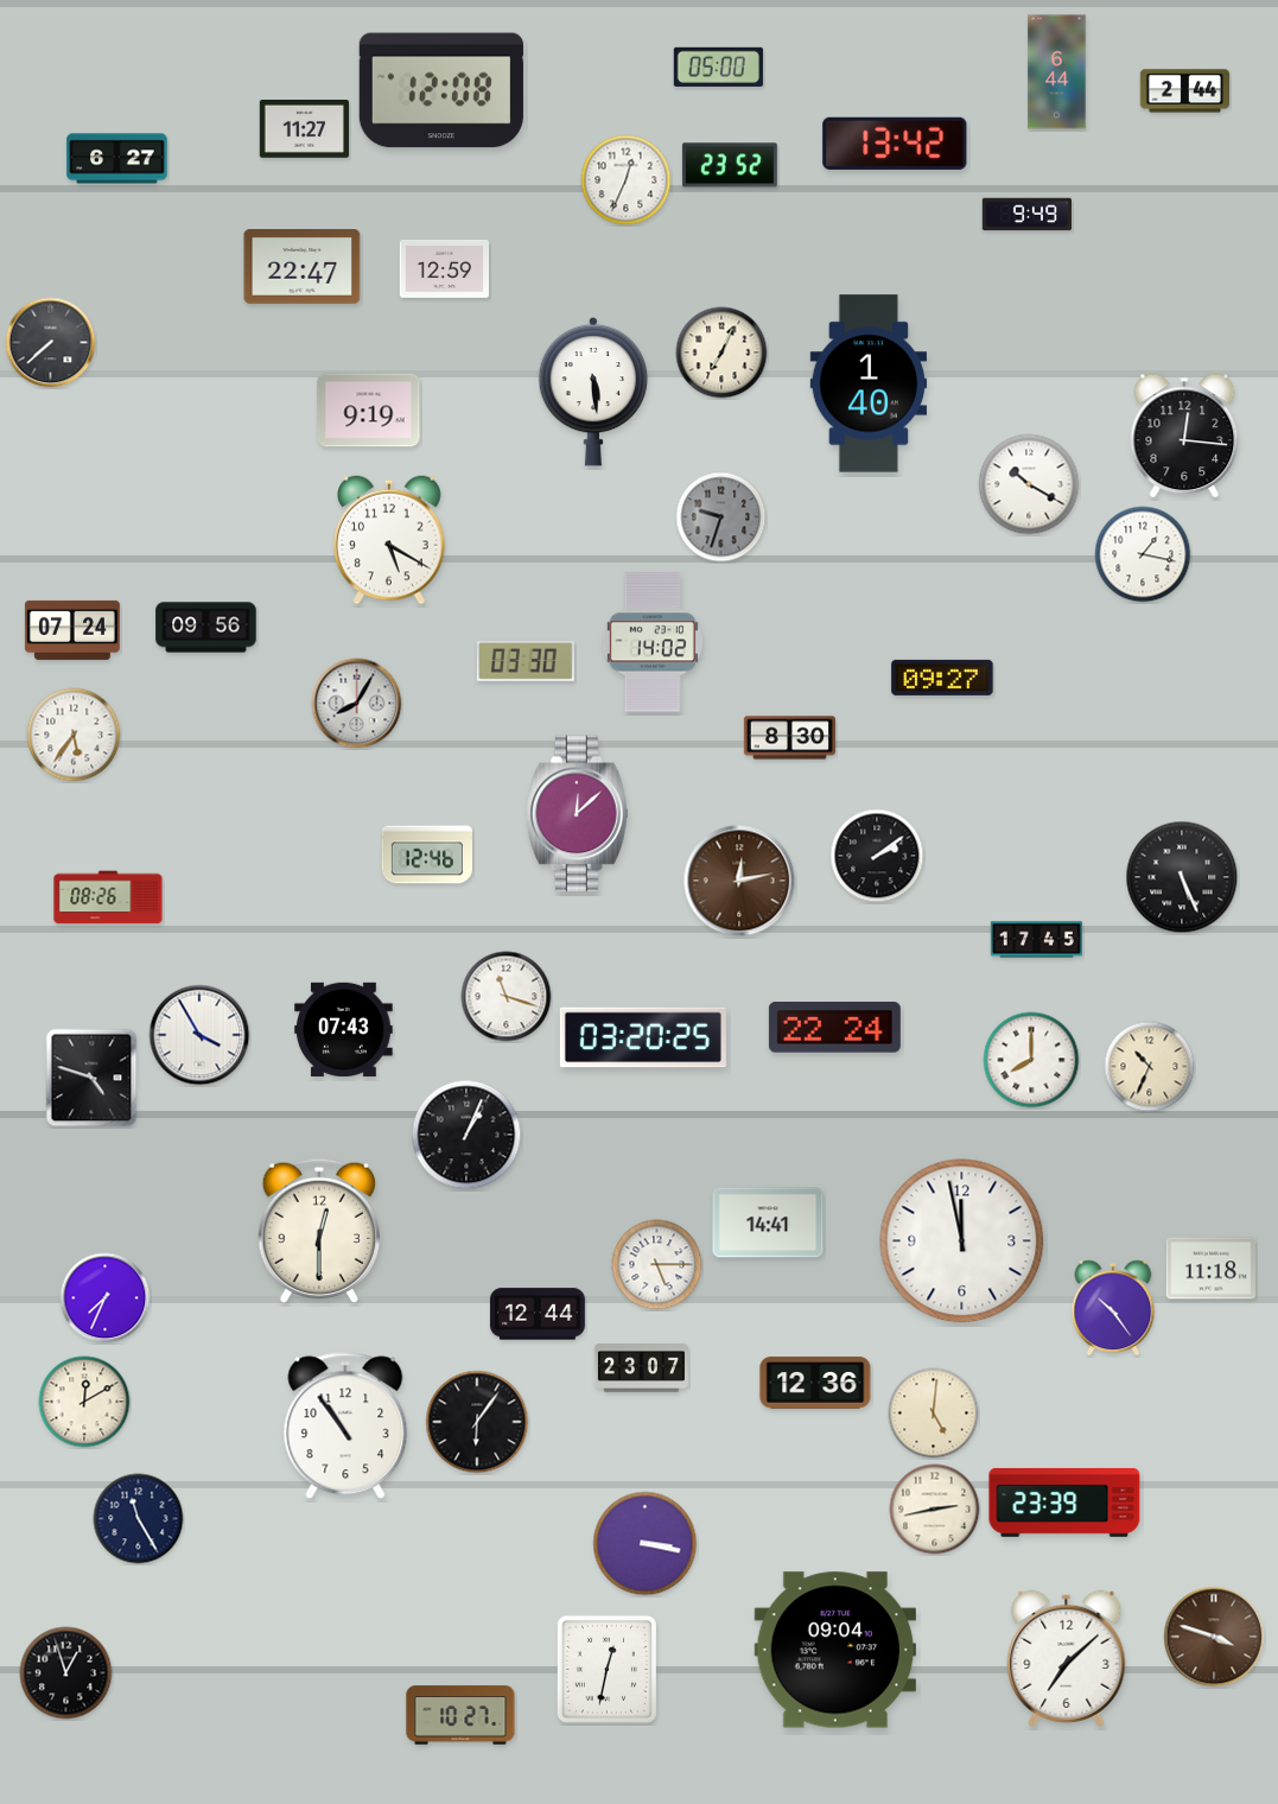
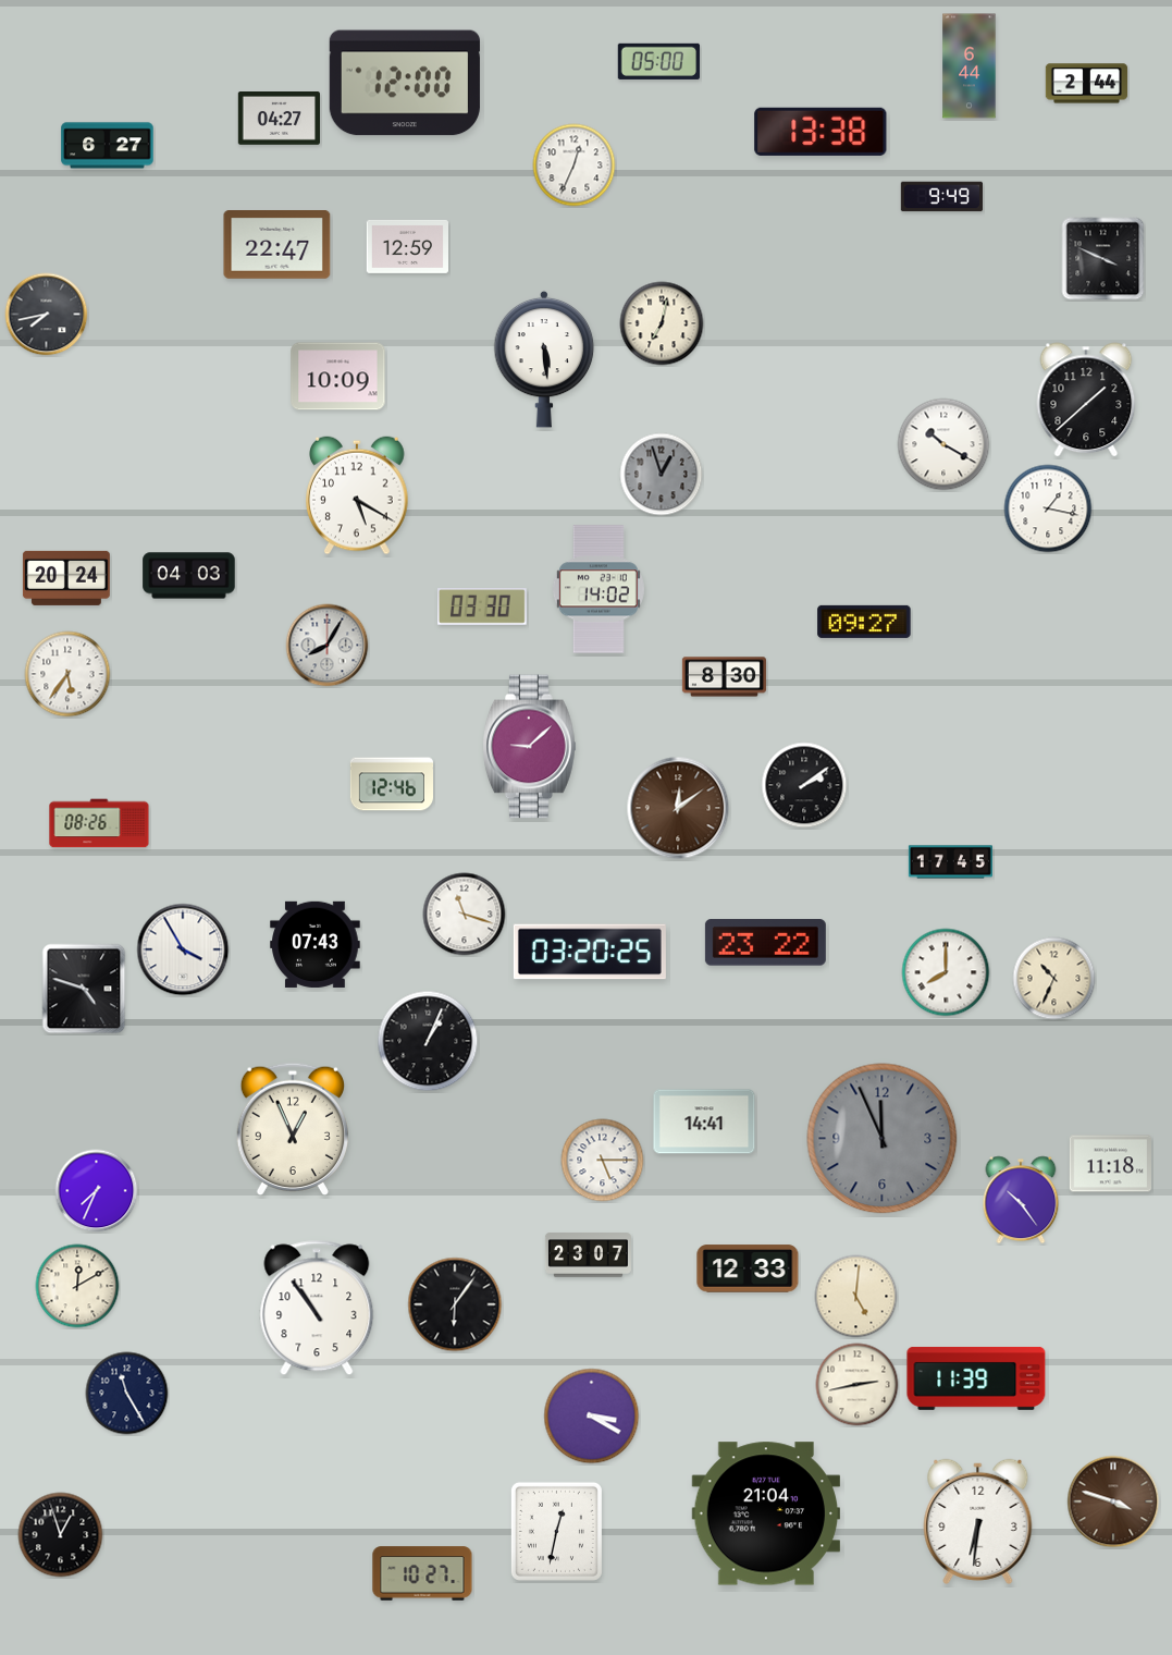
clock at (441, 90): 12:08 -> 12:00
clock at (304, 129): 11:27 -> 04:27
clock at (895, 144): 13:42 -> 13:38
clock at (730, 165): 23:52 -> none
clock at (1103, 259): none -> 3:49
clock at (51, 343): 7:38 -> 7:43
clock at (721, 352): 7:04 -> 7:02
clock at (869, 383): 1:40 -> none
clock at (369, 411): 9:19 -> 10:09
clock at (1184, 436): 12:16 -> 1:38
clock at (721, 517): 9:33 -> 12:57
clock at (206, 628): 09:56 -> 04:03
clock at (72, 630): 07:24 -> 20:24
clock at (578, 814): 12:08 -> 9:08
clock at (1182, 877): 5:26 -> none
clock at (739, 881): 12:13 -> 12:09
clock at (834, 1028): 22:24 -> 23:22
clock at (318, 1231): 12:30 -> 12:56
clock at (962, 1241): 11:58 -> 11:56
clock at (962, 1241) dial: white -> grey
clock at (538, 1314): 12:44 -> none
clock at (815, 1383): 12:36 -> 12:33
clock at (477, 1422) position: (477, 1422) -> (455, 1304)
clock at (1064, 1503): 23:39 -> 11:39
clock at (646, 1544): 3:17 -> 3:20
clock at (834, 1650): 09:04 -> 21:04
clock at (1067, 1658): 7:08 -> 6:31
